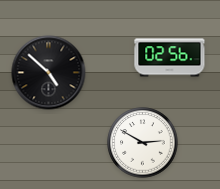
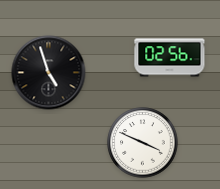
clock at (49, 73): 4:52 -> 4:57
clock at (143, 143): 2:50 -> 3:49
